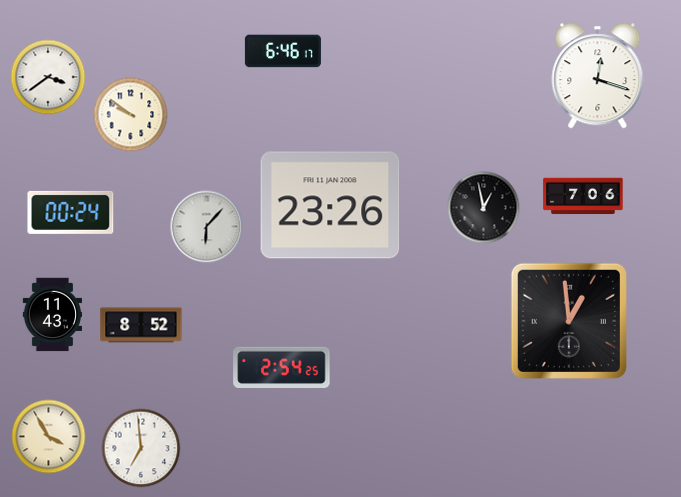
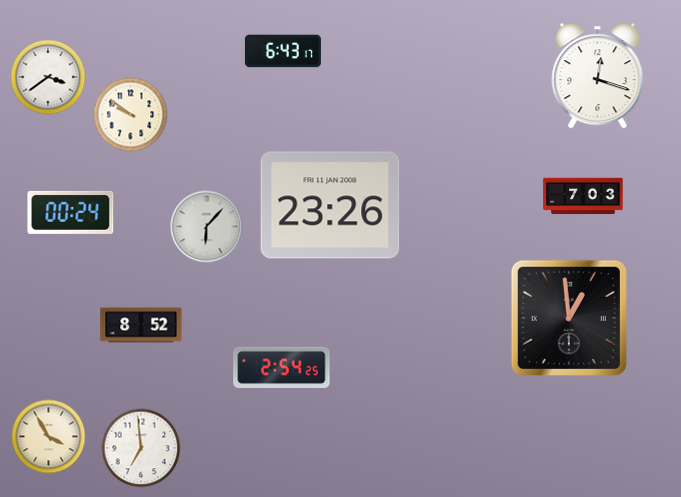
clock at (283, 51): 6:46 -> 6:43
clock at (583, 196): 7:06 -> 7:03
clock at (484, 208): 12:58 -> none
clock at (52, 315): 11:43 -> none
clock at (569, 321) position: (569, 321) -> (569, 318)
